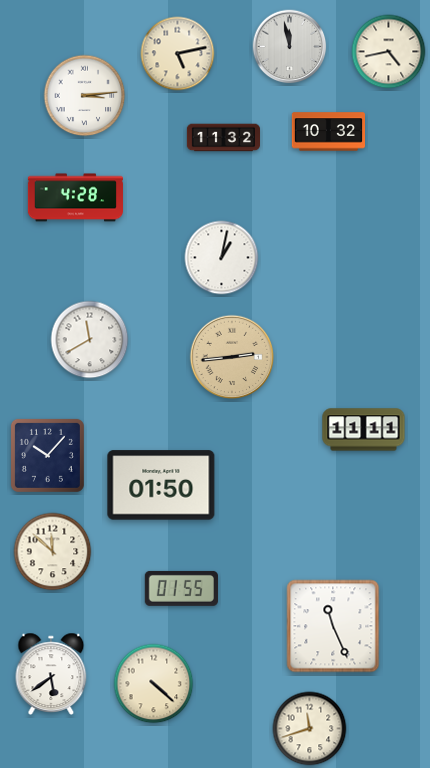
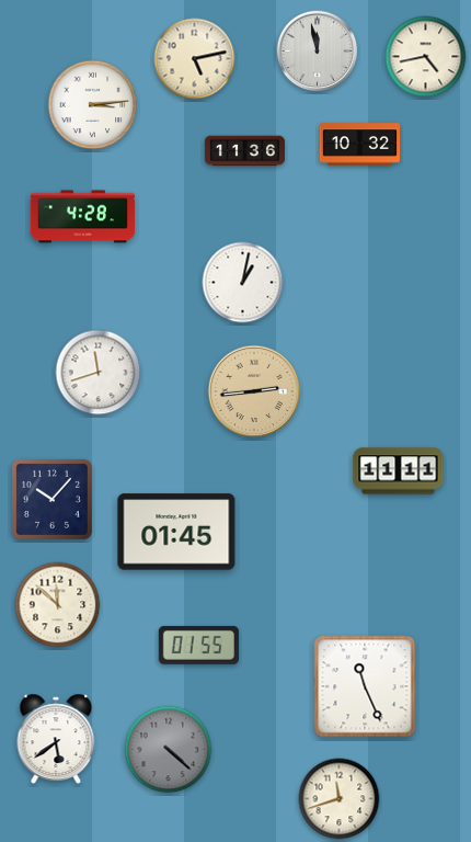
clock at (224, 138): 11:32 -> 11:36
clock at (90, 340): 11:40 -> 11:42
clock at (161, 485): 01:50 -> 01:45
clock at (154, 684) dial: cream -> grey
